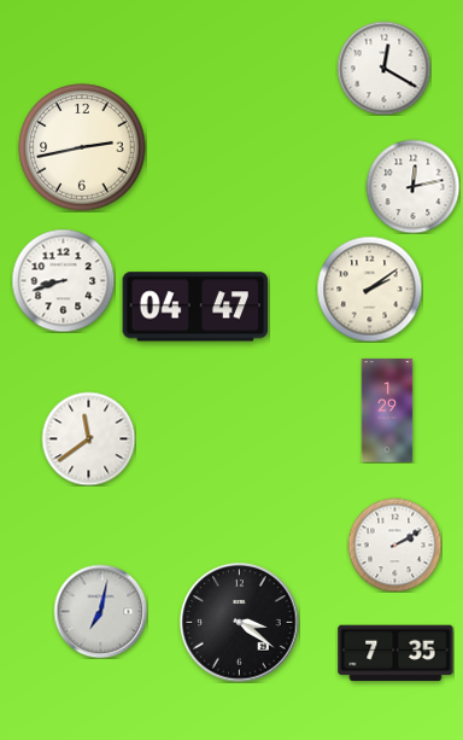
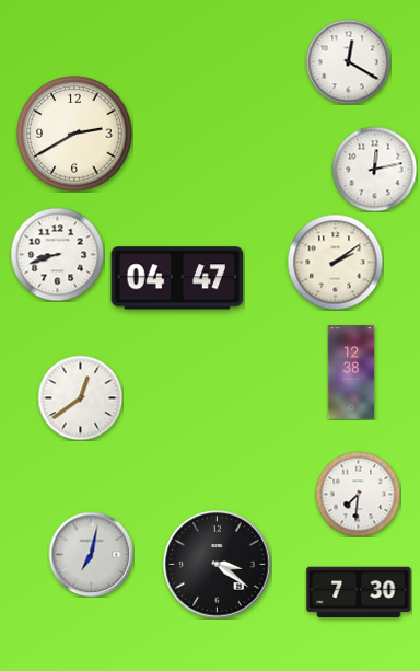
clock at (82, 147): 2:43 -> 2:40
clock at (387, 410): 1:29 -> 12:38
clock at (88, 438): 11:39 -> 12:39
clock at (394, 544): 2:10 -> 7:31
clock at (395, 653): 7:35 -> 7:30
